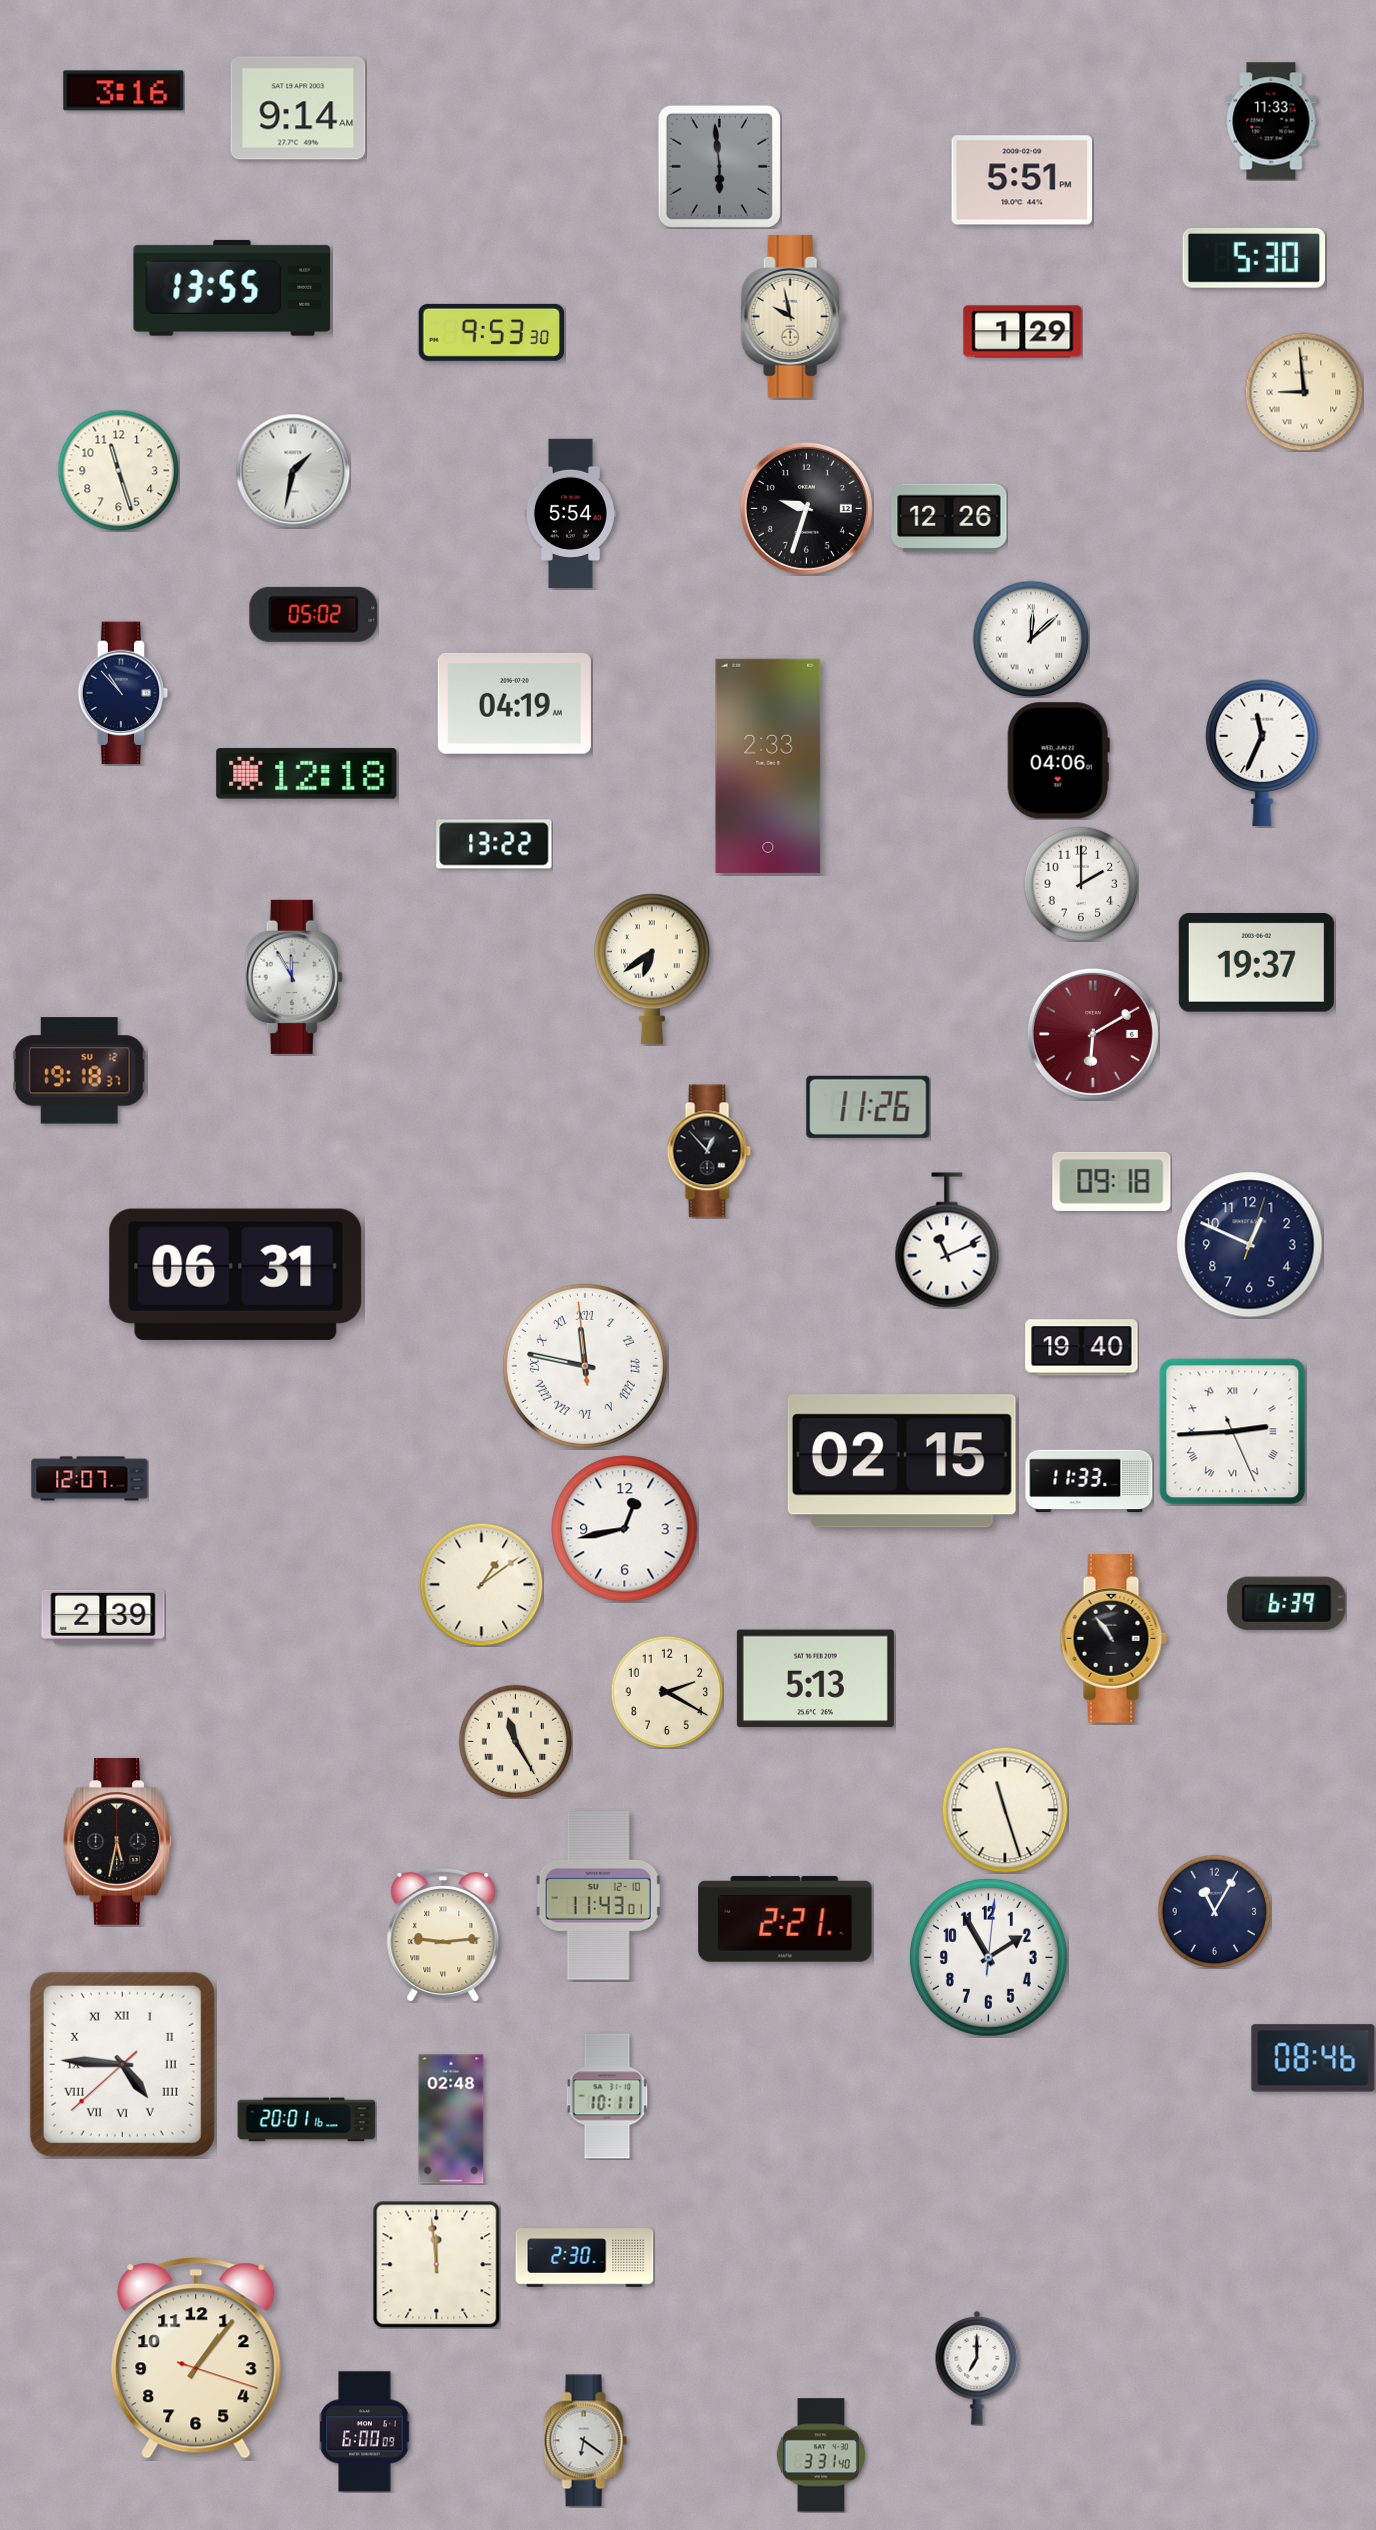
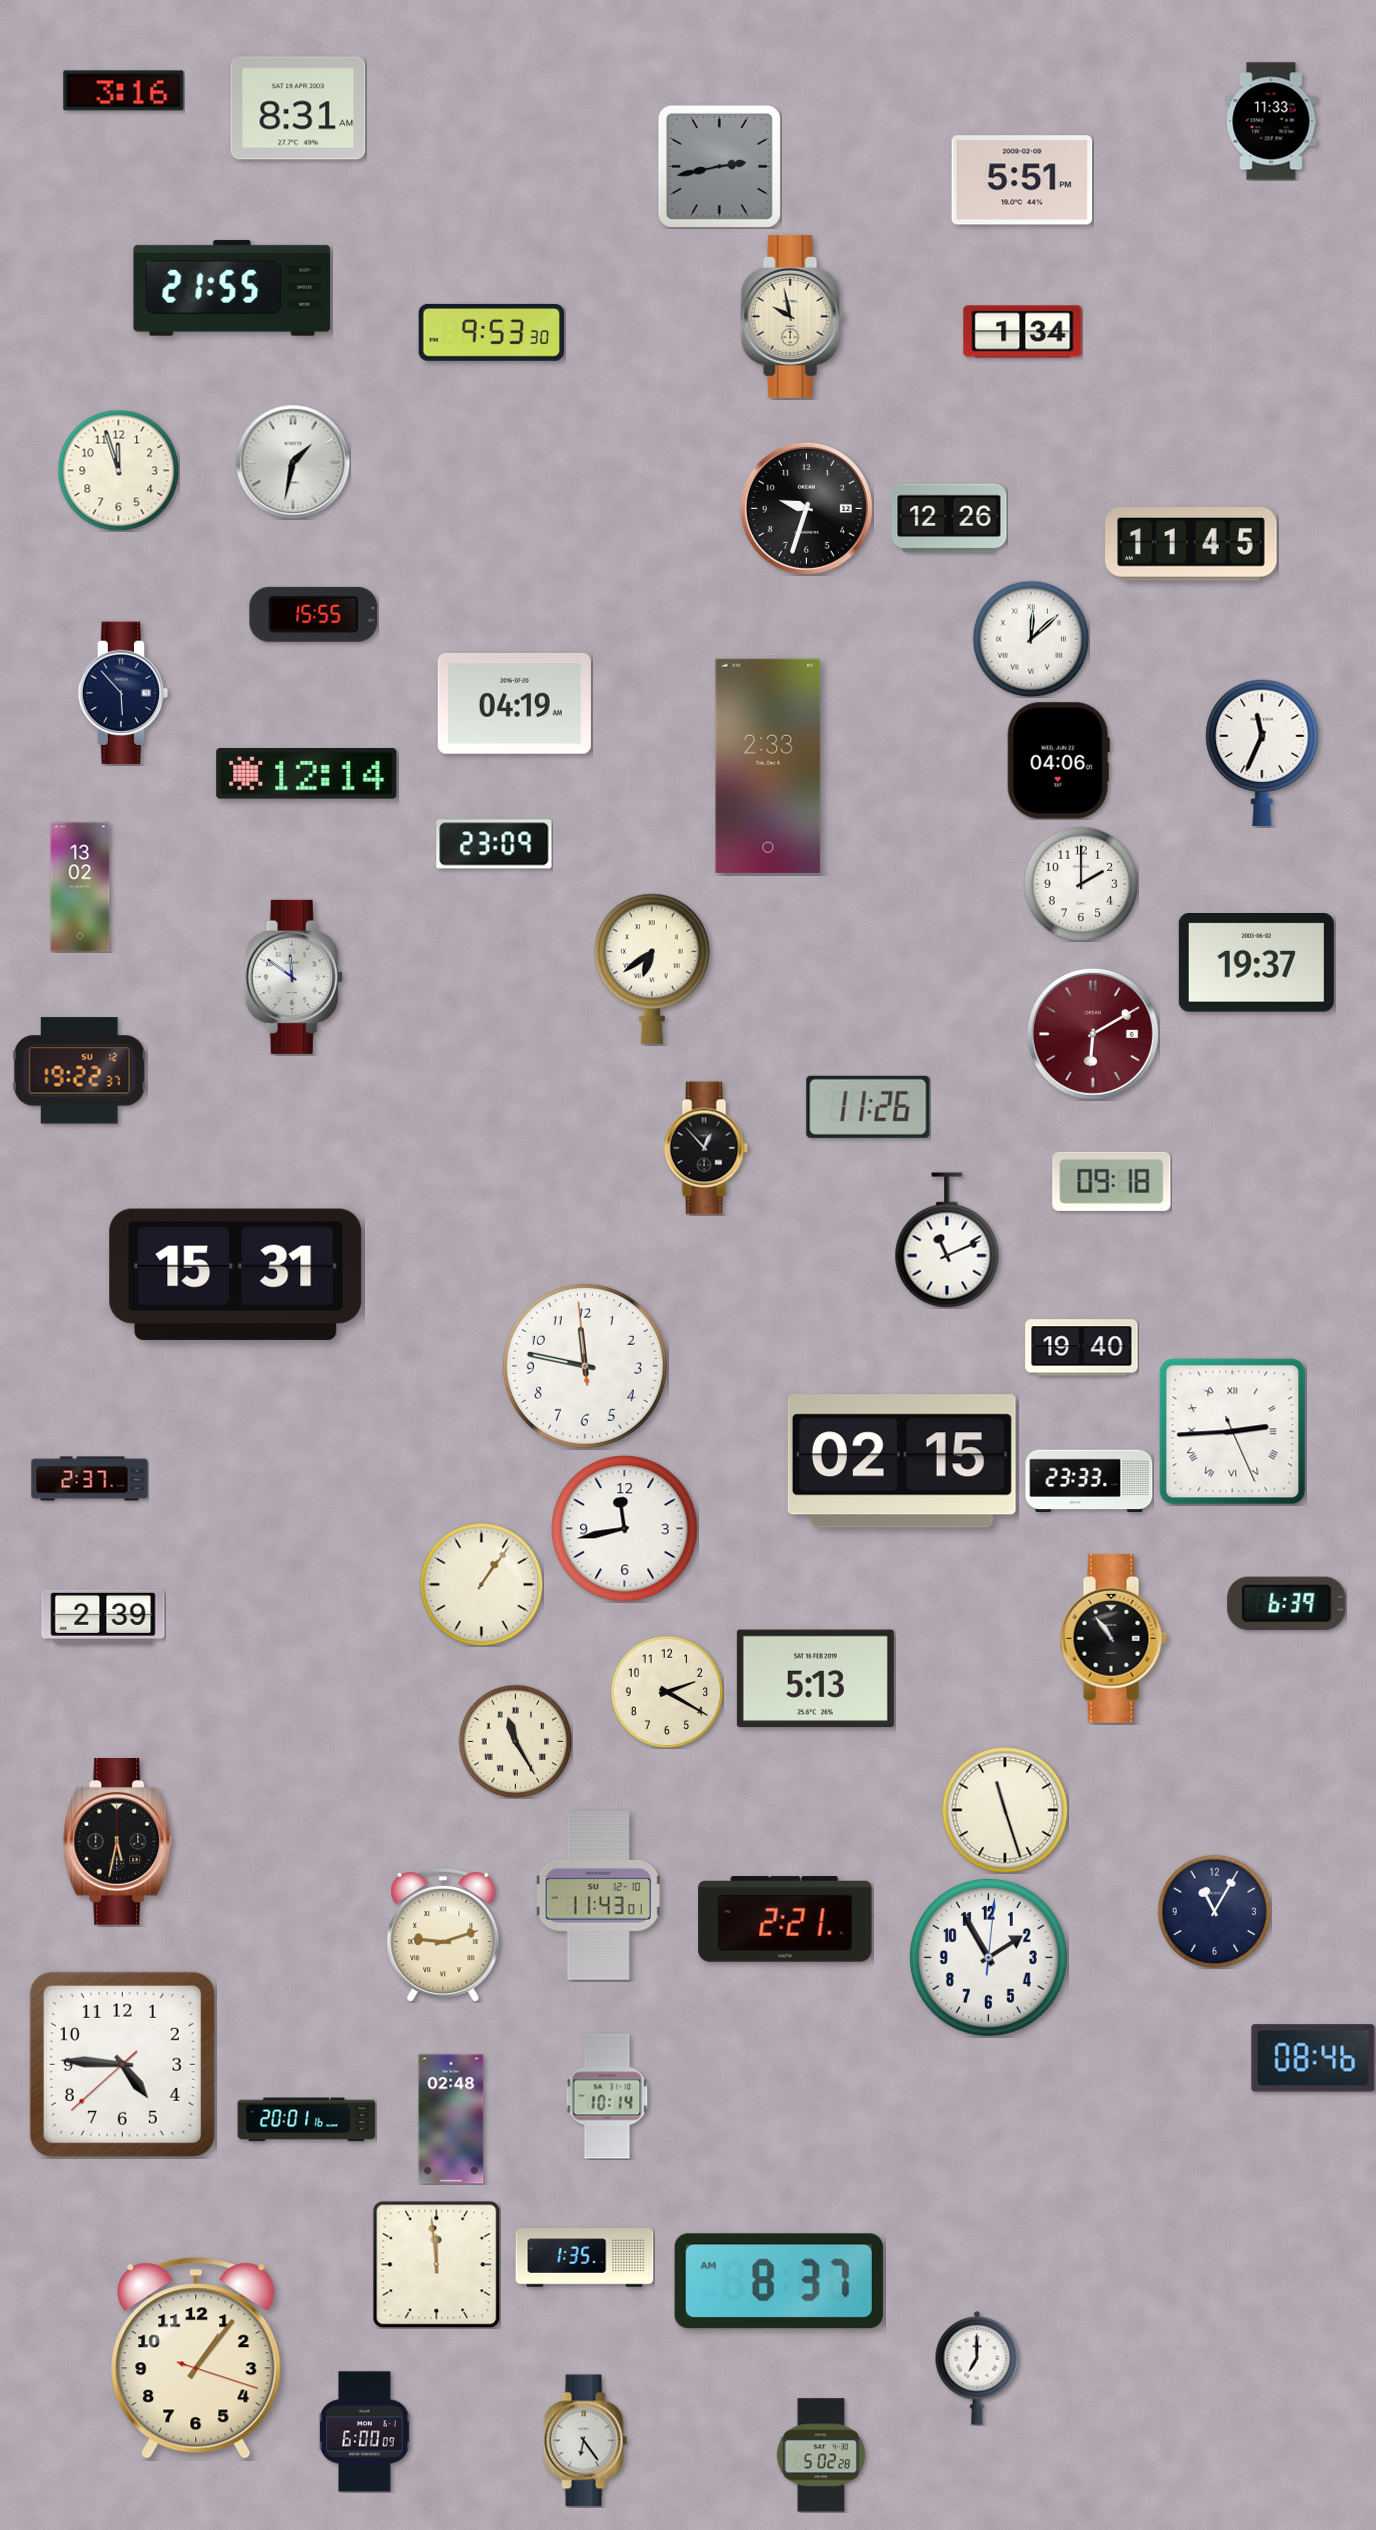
clock at (298, 108): 9:14 -> 8:31
clock at (719, 166): 5:59 -> 2:43
clock at (1254, 259): 5:30 -> none
clock at (232, 288): 13:55 -> 21:55
clock at (1023, 332): 1:29 -> 1:34
clock at (1304, 392): 8:59 -> none
clock at (118, 470): 11:27 -> 11:57
clock at (293, 471) position: (293, 471) -> (293, 462)
clock at (570, 513): 5:54 -> none
clock at (1191, 545): none -> 11:45
clock at (314, 614): 05:02 -> 15:55
clock at (123, 693): 10:53 -> 5:53
clock at (307, 774): 12:18 -> 12:14
clock at (494, 844): 13:22 -> 23:09
clock at (80, 887): none -> 13:02
clock at (294, 977): 11:55 -> 11:51
clock at (79, 1071): 19:18 -> 19:22
clock at (709, 1151) position: (709, 1151) -> (706, 1148)
clock at (1250, 1245): 12:49 -> none
clock at (236, 1274): 06:31 -> 15:31
clock at (585, 1366) numerals: Roman -> Arabic
clock at (90, 1479): 12:07 -> 2:37
clock at (1089, 1481): 11:33 -> 23:33
clock at (625, 1529): 12:43 -> 11:43
clock at (481, 1584): 1:09 -> 1:06
clock at (443, 1936): 9:14 -> 9:12
clock at (122, 2064) numerals: Roman -> Arabic
clock at (607, 2096): 10:11 -> 10:14
clock at (585, 2258): 2:30 -> 1:35
clock at (779, 2281): none -> 8:37
clock at (586, 2441): 6:21 -> 6:24
clock at (821, 2455): 3:31 -> 5:02
